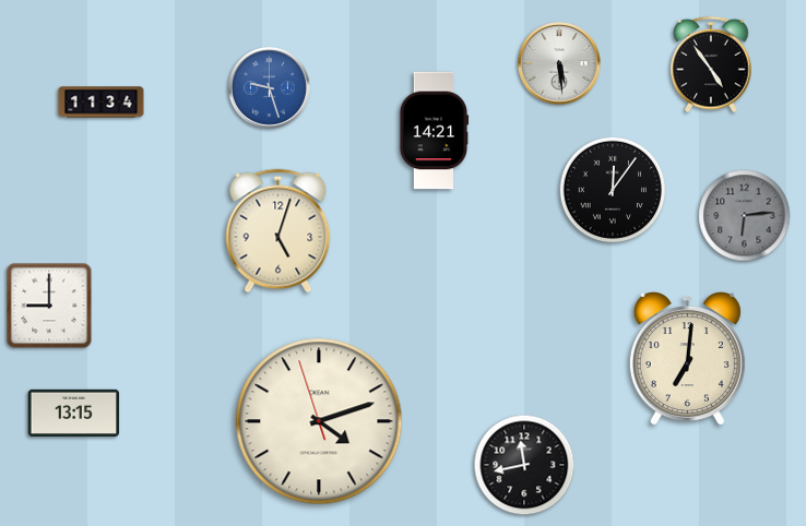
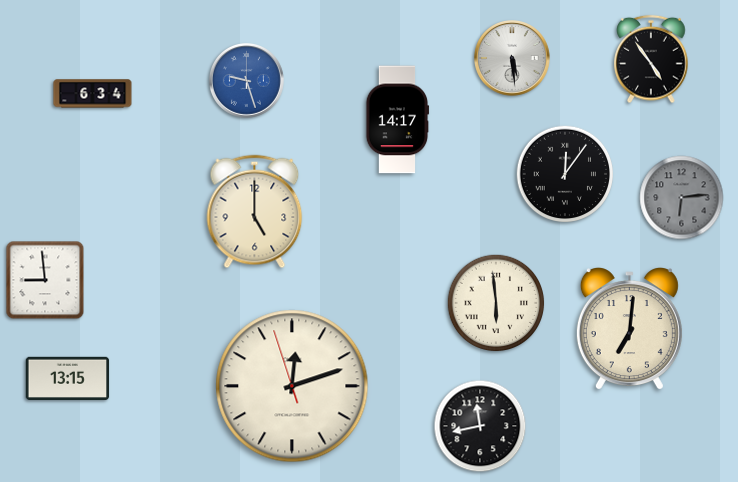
clock at (102, 103): 11:34 -> 6:34
clock at (434, 131): 14:21 -> 14:17
clock at (613, 190) position: (613, 190) -> (565, 174)
clock at (278, 231): 5:03 -> 5:00
clock at (49, 306): 9:00 -> 8:59
clock at (496, 303): none -> 5:59
clock at (319, 421): 4:11 -> 12:11
